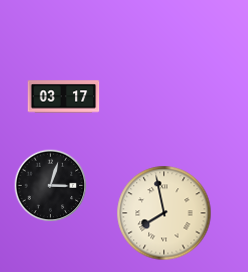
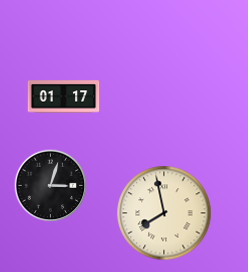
clock at (64, 97): 03:17 -> 01:17
